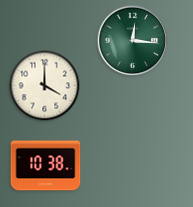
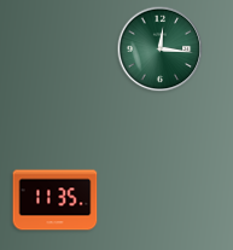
clock at (45, 86): 4:00 -> none
clock at (46, 166): 10:38 -> 11:35
